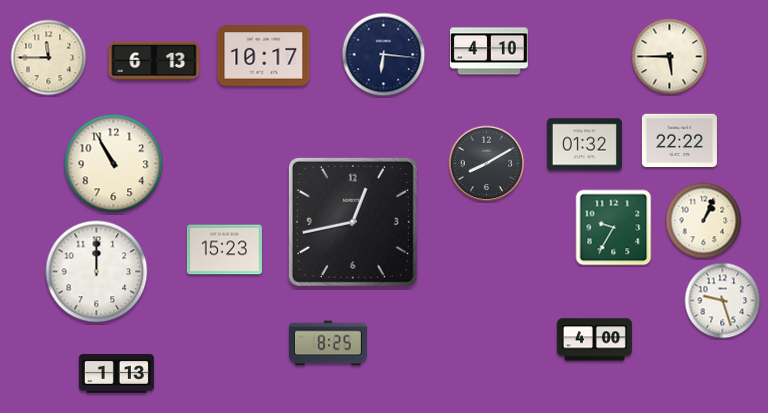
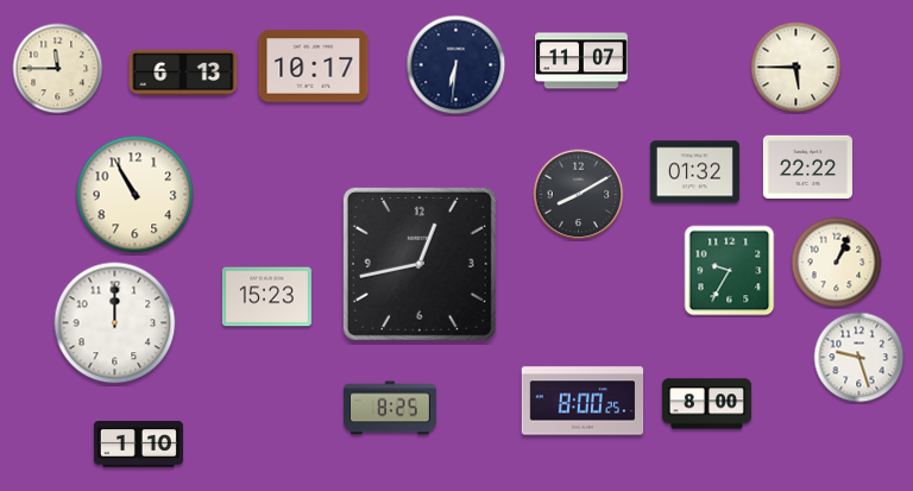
clock at (490, 51): 4:10 -> 11:07
clock at (384, 55): 6:16 -> 6:31
clock at (583, 401): none -> 8:00
clock at (594, 340): 4:00 -> 8:00
clock at (116, 374): 1:13 -> 1:10
